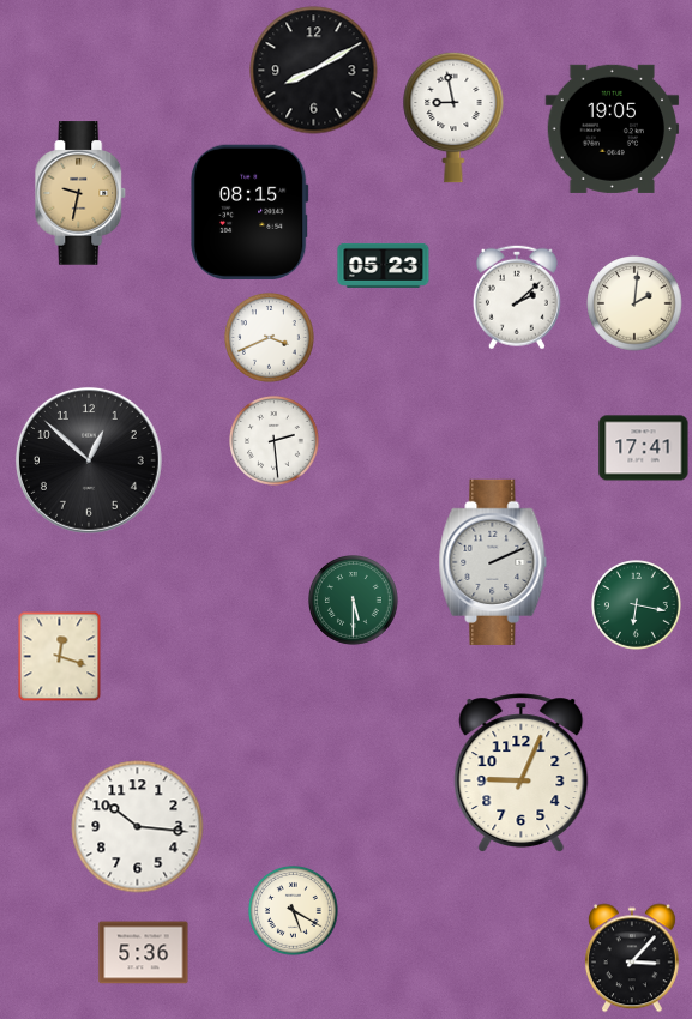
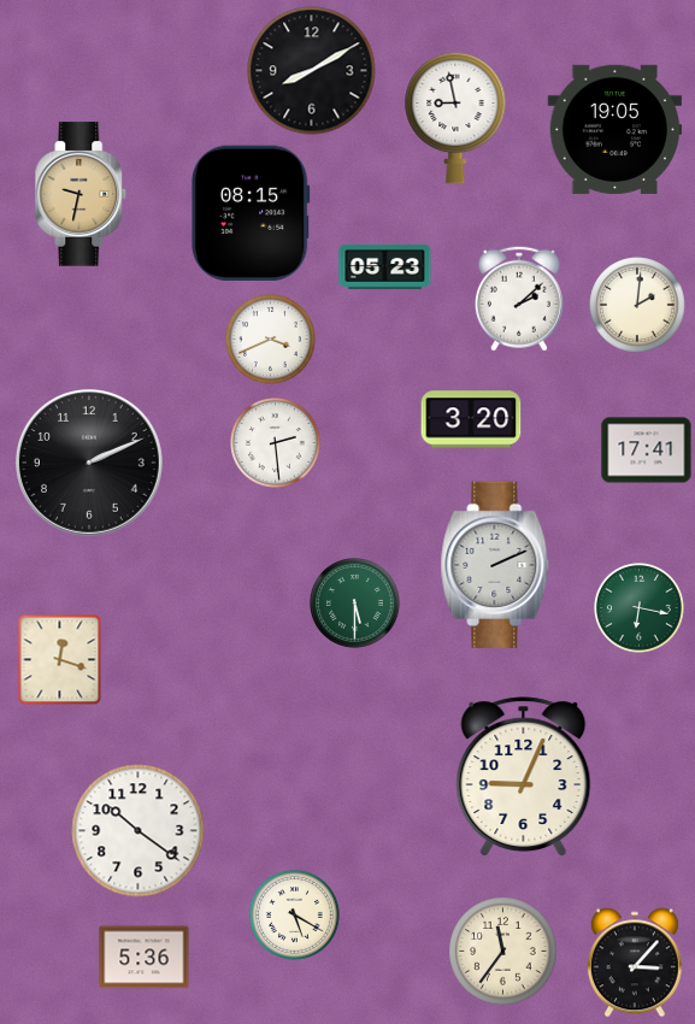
clock at (314, 71) position: (314, 71) -> (312, 71)
clock at (471, 419): none -> 3:20
clock at (89, 460): 12:52 -> 2:11
clock at (138, 827): 10:16 -> 10:21
clock at (503, 952): none -> 11:36
